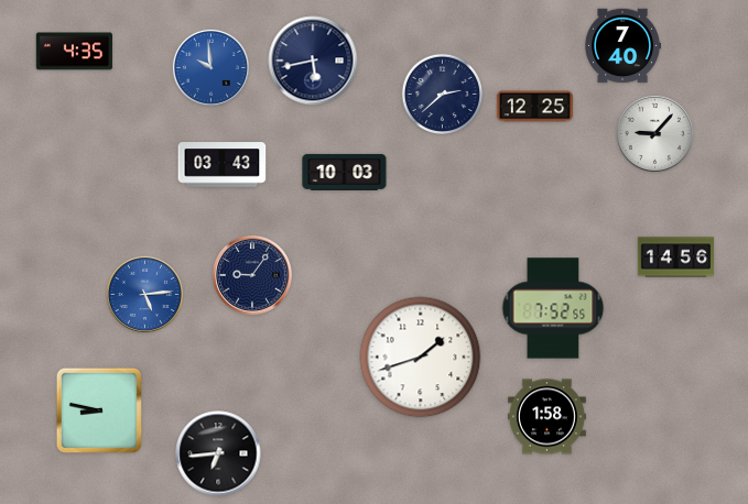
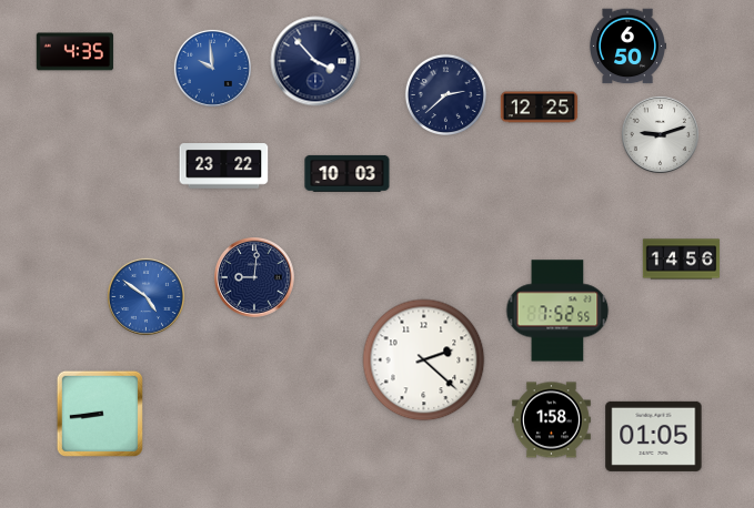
clock at (622, 46): 7:40 -> 6:50
clock at (313, 61): 5:43 -> 3:53
clock at (654, 133): 9:07 -> 9:12
clock at (223, 165): 03:43 -> 23:22
clock at (253, 276): 9:06 -> 9:01
clock at (144, 294): 5:14 -> 4:51
clock at (421, 358): 1:42 -> 2:22
clock at (98, 409): 8:47 -> 8:44
clock at (654, 436): none -> 01:05
clock at (218, 453): 6:44 -> none
